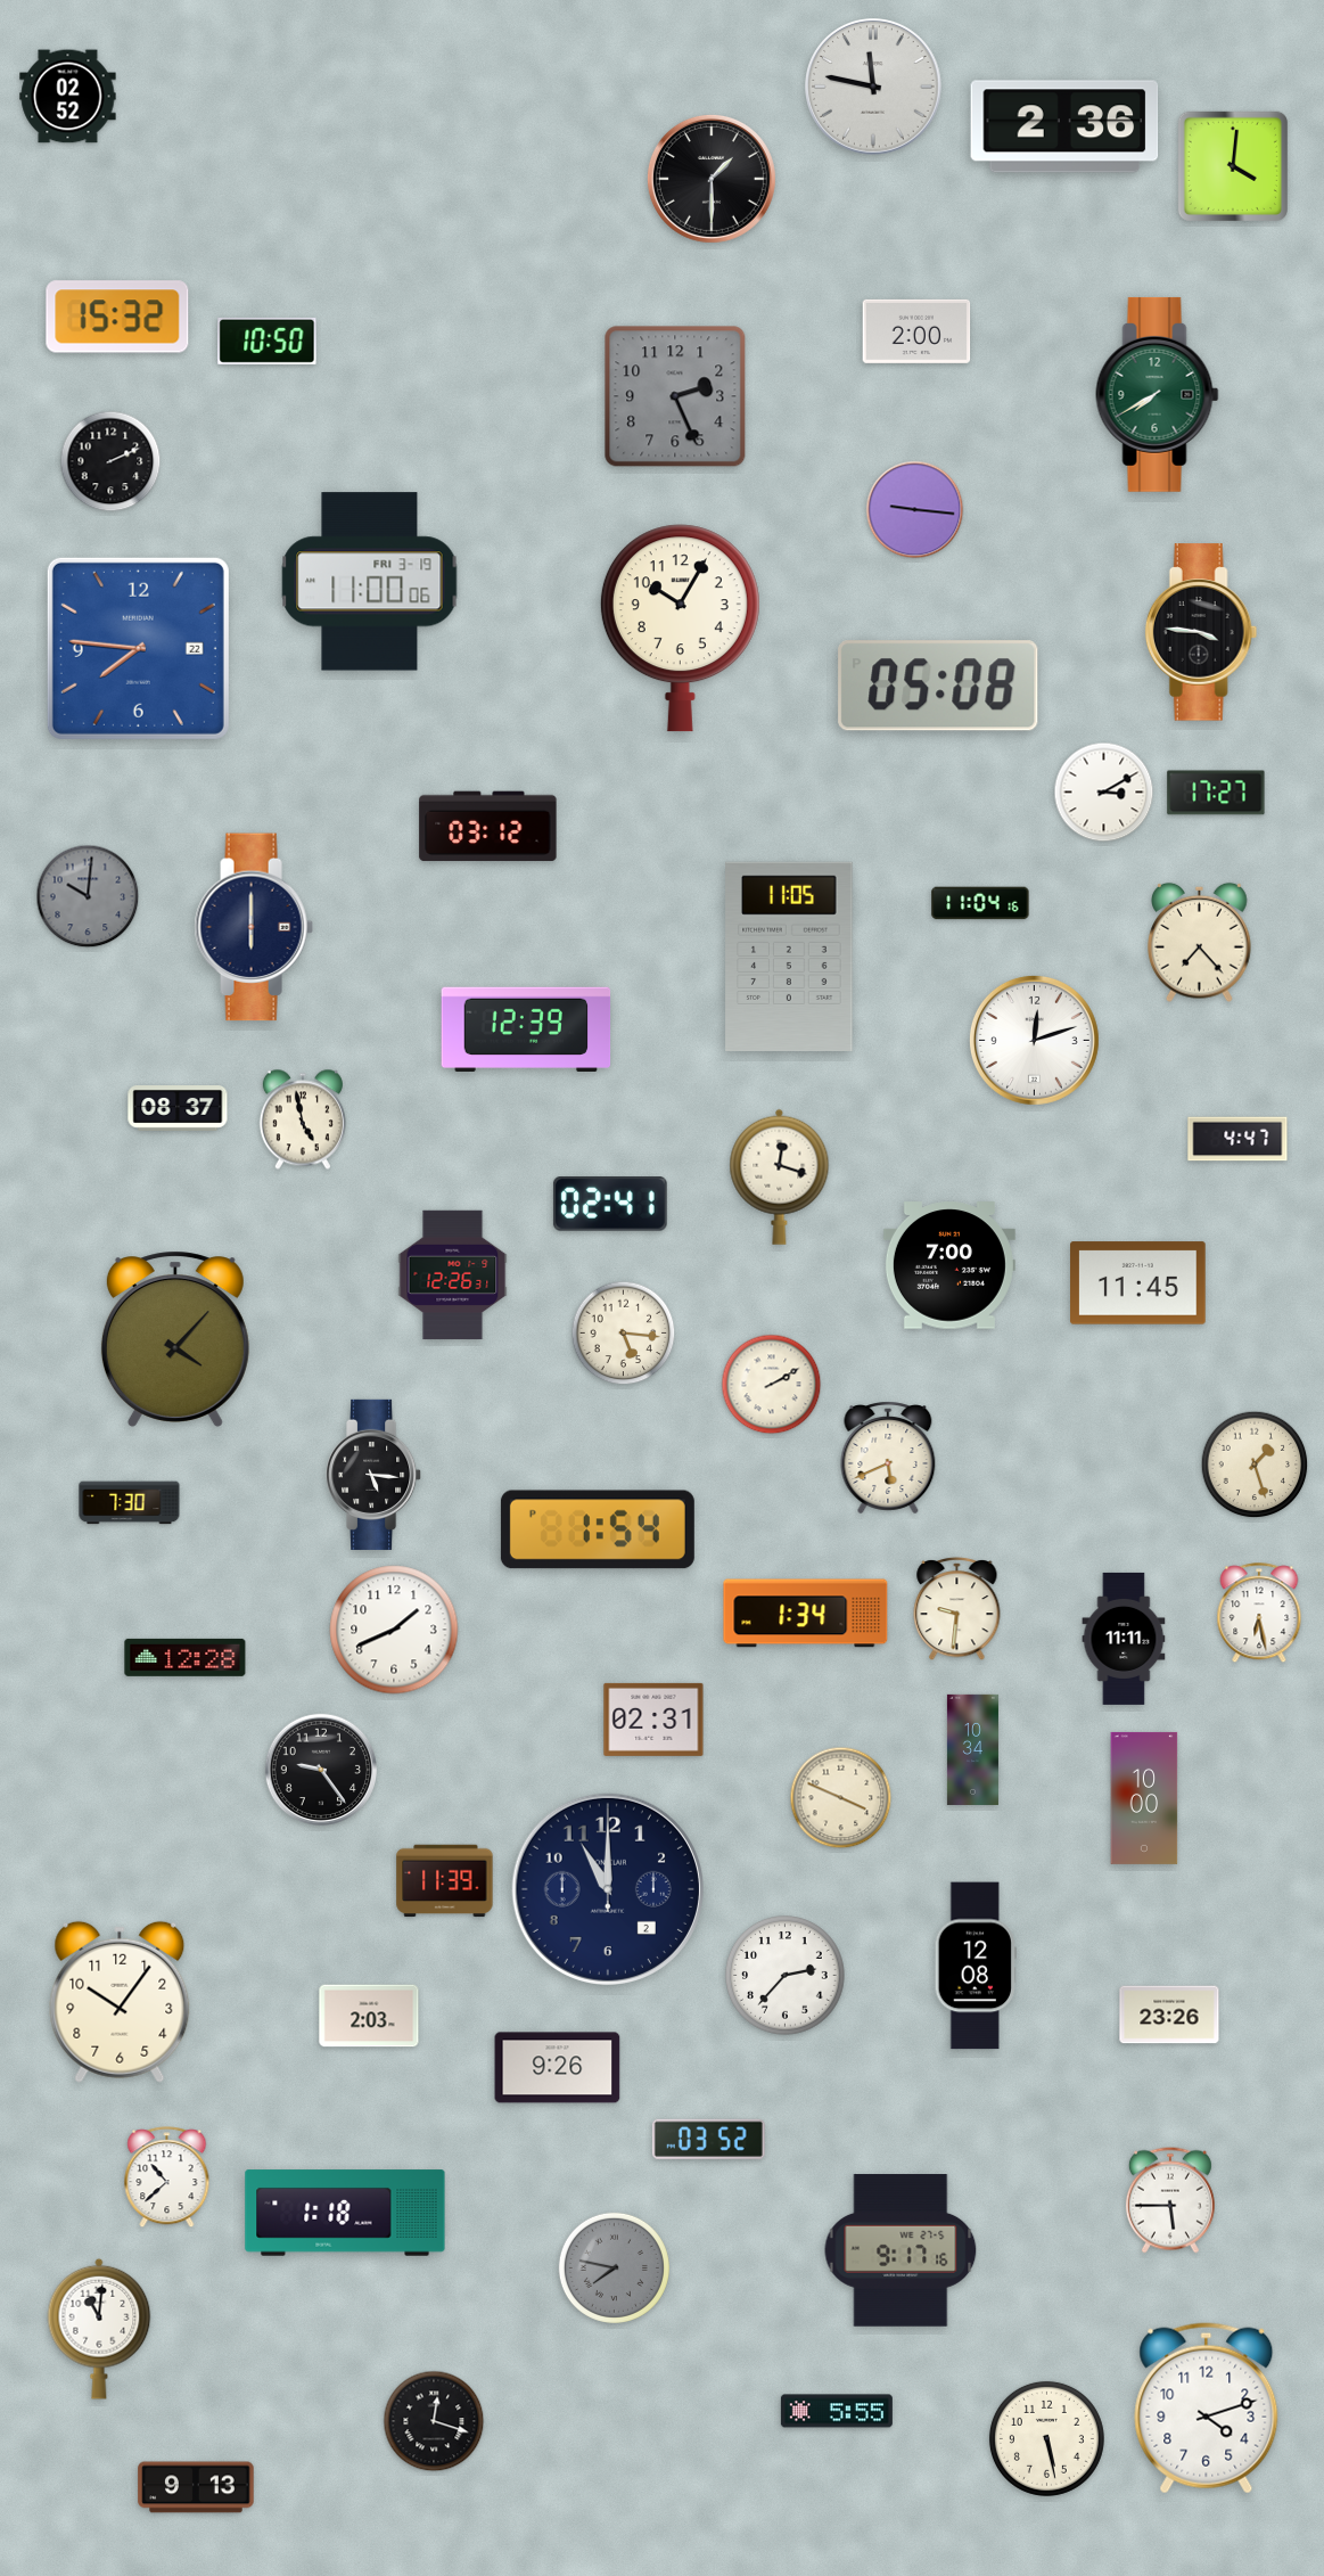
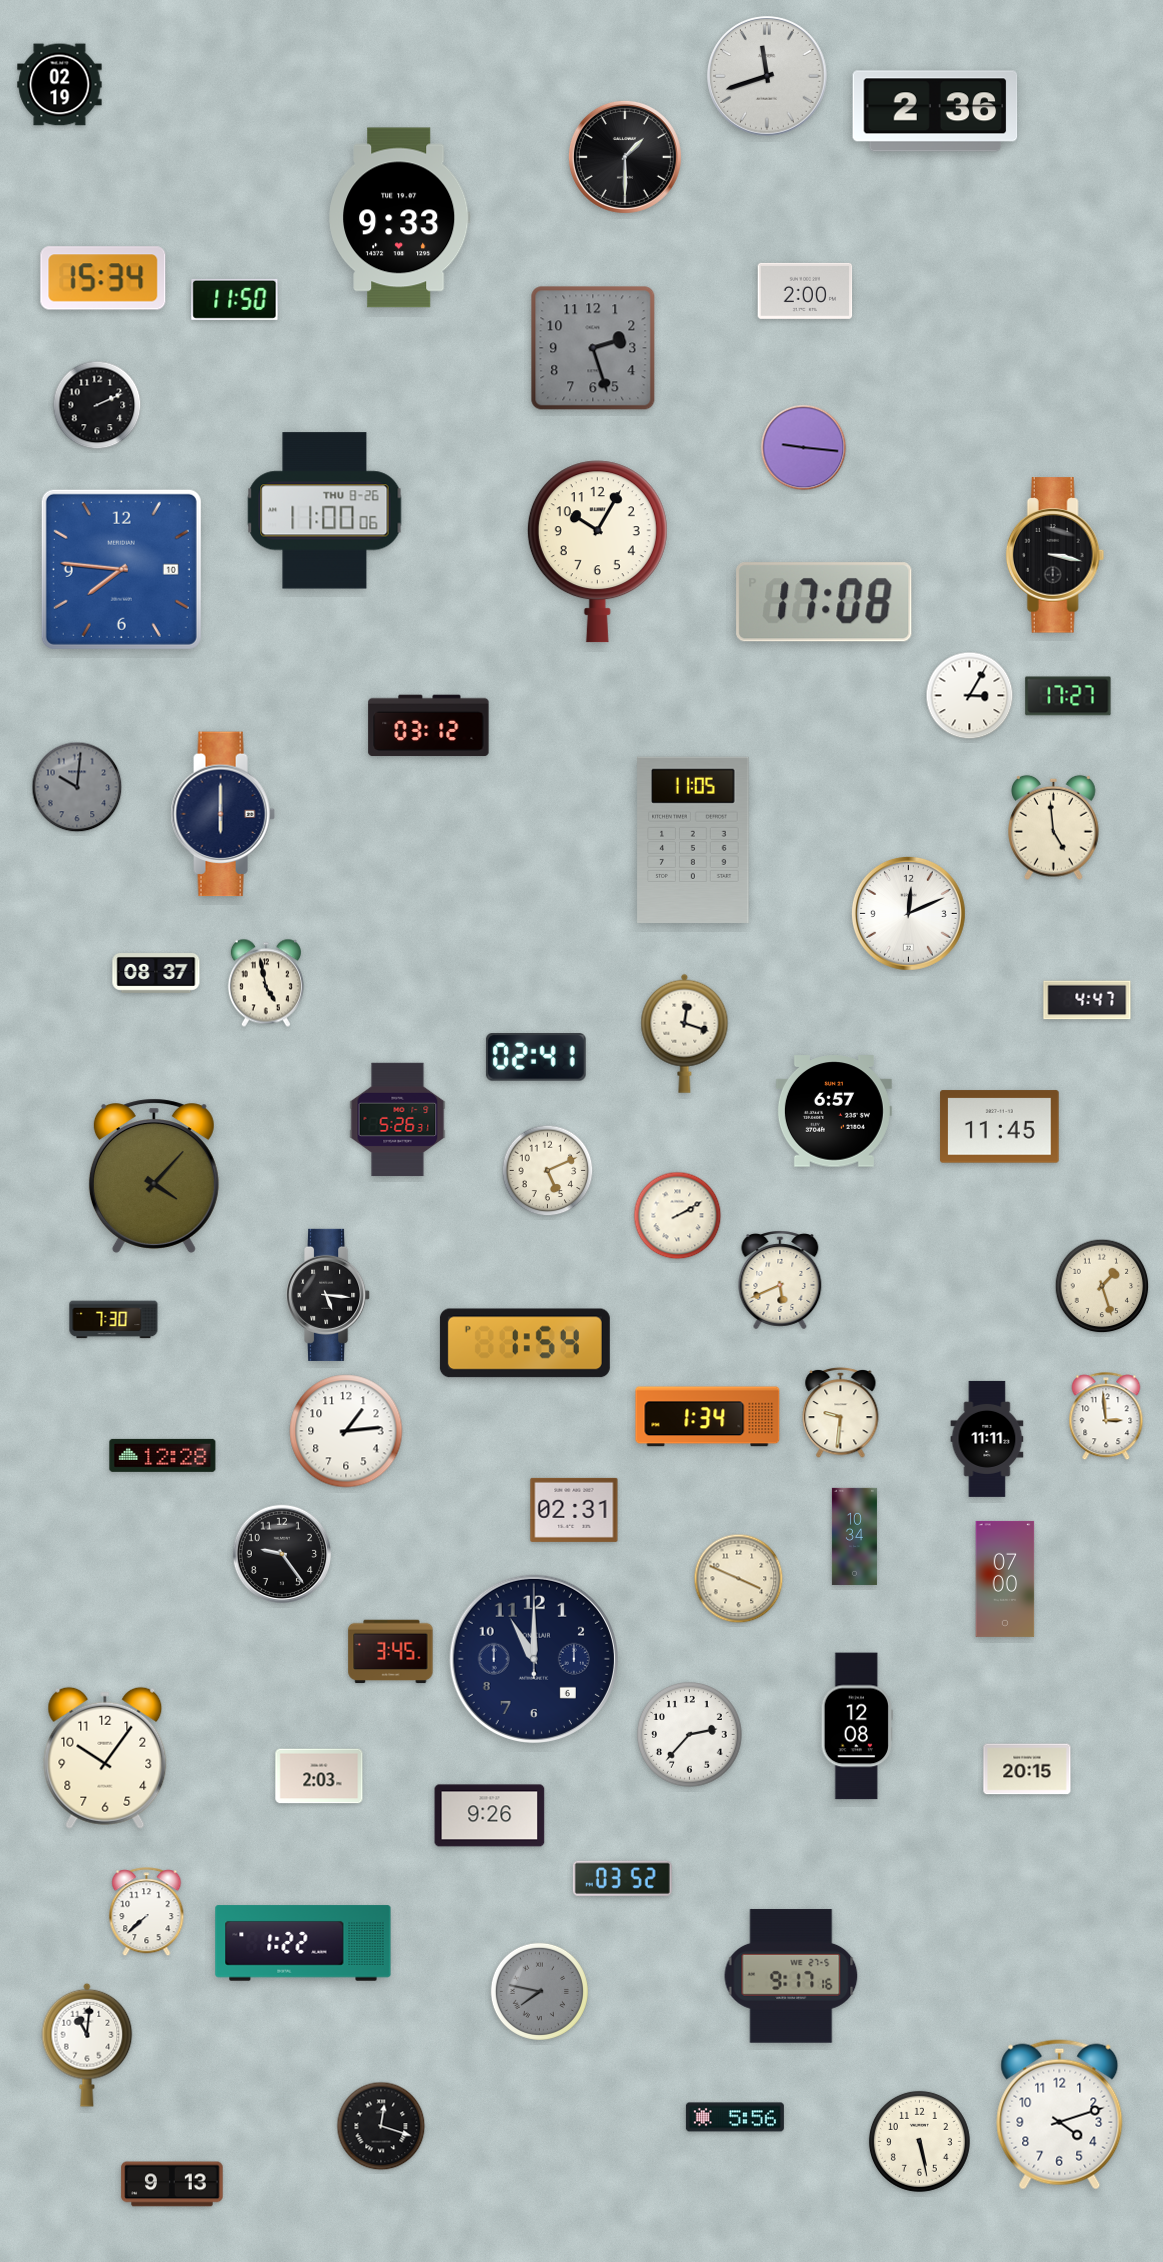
clock at (873, 87): 11:47 -> 11:42
clock at (68, 97): 02:52 -> 02:19
clock at (1233, 166): 4:01 -> none
clock at (400, 218): none -> 9:33
clock at (117, 317): 15:32 -> 15:34
clock at (268, 341): 10:50 -> 11:50
clock at (1158, 394): 7:40 -> none
clock at (675, 396): 2:26 -> 2:27
clock at (370, 582) date: FRI 3-19 -> THU 8-26
clock at (1201, 632): 3:46 -> 3:17
clock at (138, 648) date: 22 -> 10
clock at (938, 686): 05:08 -> 17:08
clock at (1104, 793): 3:10 -> 3:05
clock at (980, 903): 11:04 -> none
clock at (1200, 942): 7:23 -> 4:59
clock at (526, 1029): 12:39 -> none
clock at (1034, 1040): 12:12 -> 12:11
clock at (949, 1265): 7:00 -> 6:57
clock at (453, 1275): 12:26 -> 5:26
clock at (624, 1334): 5:16 -> 5:11
clock at (1259, 1614): 6:28 -> 2:59
clock at (394, 1630): 1:41 -> 1:14
clock at (1144, 1798): 10:00 -> 07:00
clock at (445, 1881): 11:39 -> 3:45
clock at (608, 1889) date: 2 -> 6
clock at (1169, 2015): 23:26 -> 20:15
clock at (369, 2016) position: (369, 2016) -> (319, 1776)
clock at (167, 2177): 10:38 -> 7:38
clock at (1170, 2200): 5:45 -> none
clock at (345, 2213): 1:18 -> 1:22
clock at (837, 2411): 5:55 -> 5:56
